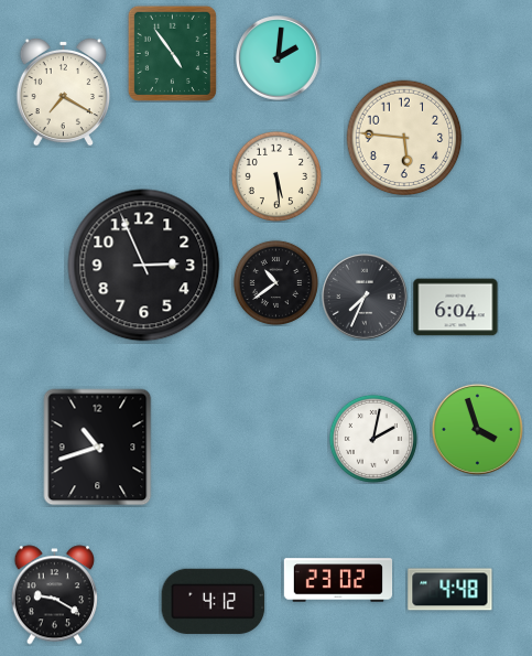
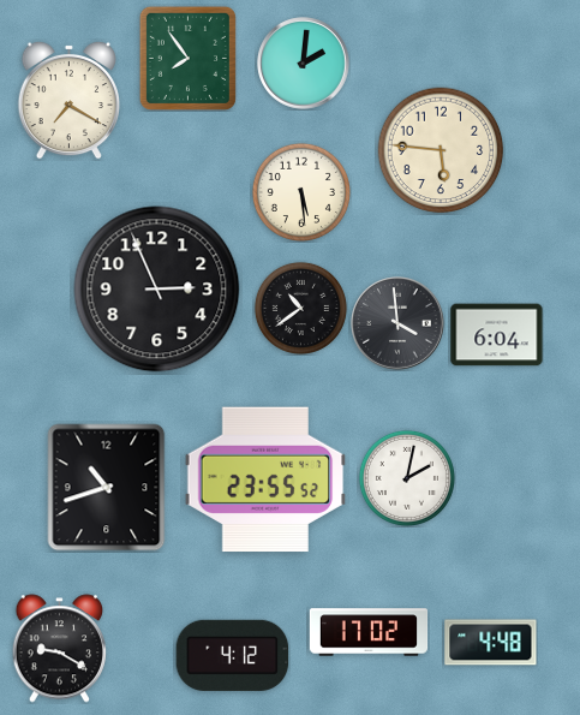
clock at (172, 53): 4:54 -> 7:54
clock at (365, 297): 7:34 -> 3:59
clock at (477, 429): 3:57 -> none
clock at (265, 479): none -> 23:55
clock at (338, 580): 23:02 -> 17:02
